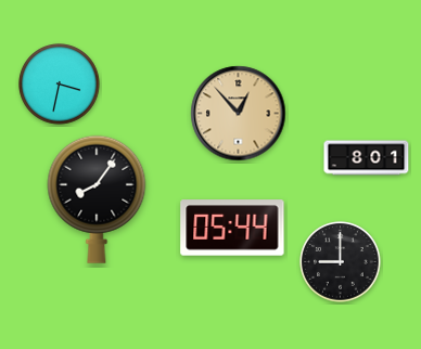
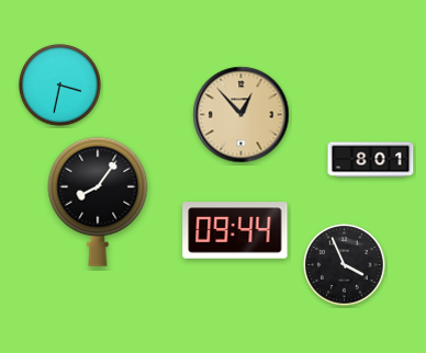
clock at (232, 228): 05:44 -> 09:44
clock at (341, 262): 9:00 -> 3:56
